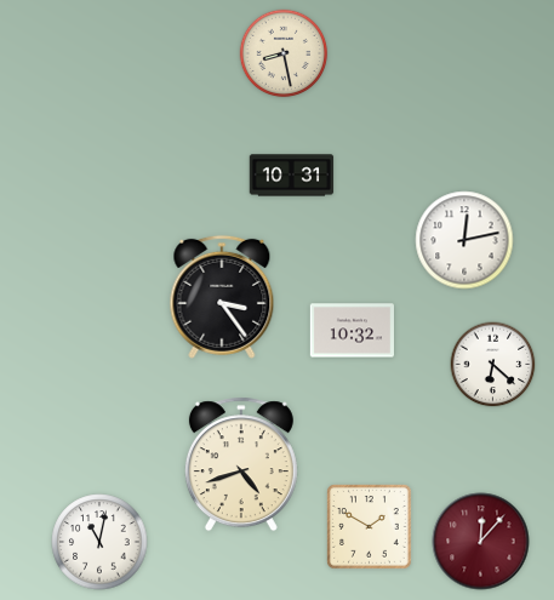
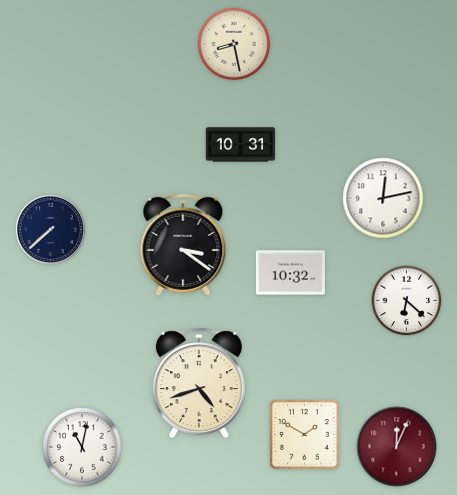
clock at (50, 229): none -> 7:38
clock at (222, 297): 3:24 -> 3:21
clock at (481, 542): 12:07 -> 12:04
